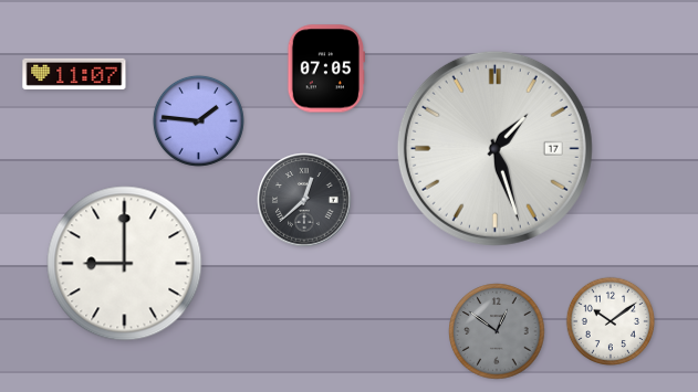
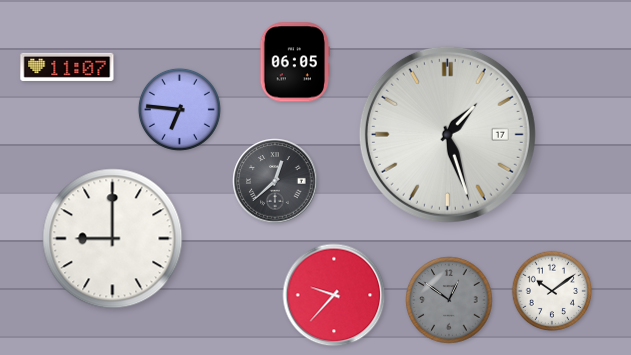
clock at (326, 68): 07:05 -> 06:05
clock at (198, 120): 1:46 -> 6:46
clock at (334, 295): none -> 9:37
